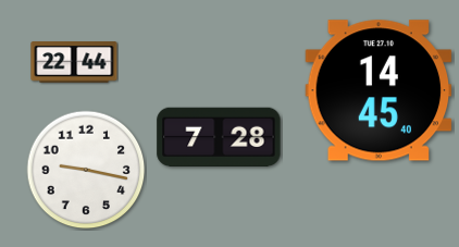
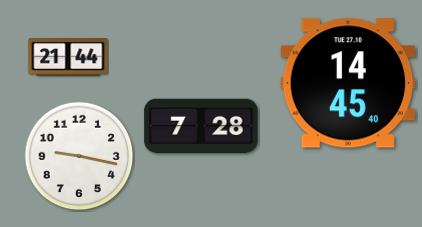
clock at (74, 63): 22:44 -> 21:44
